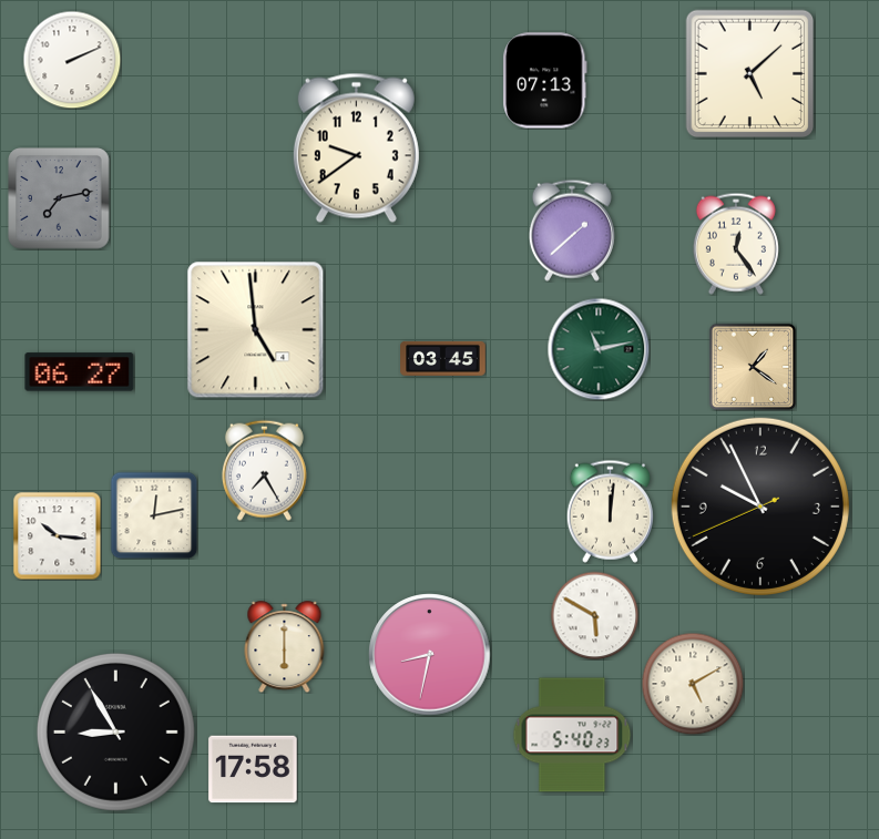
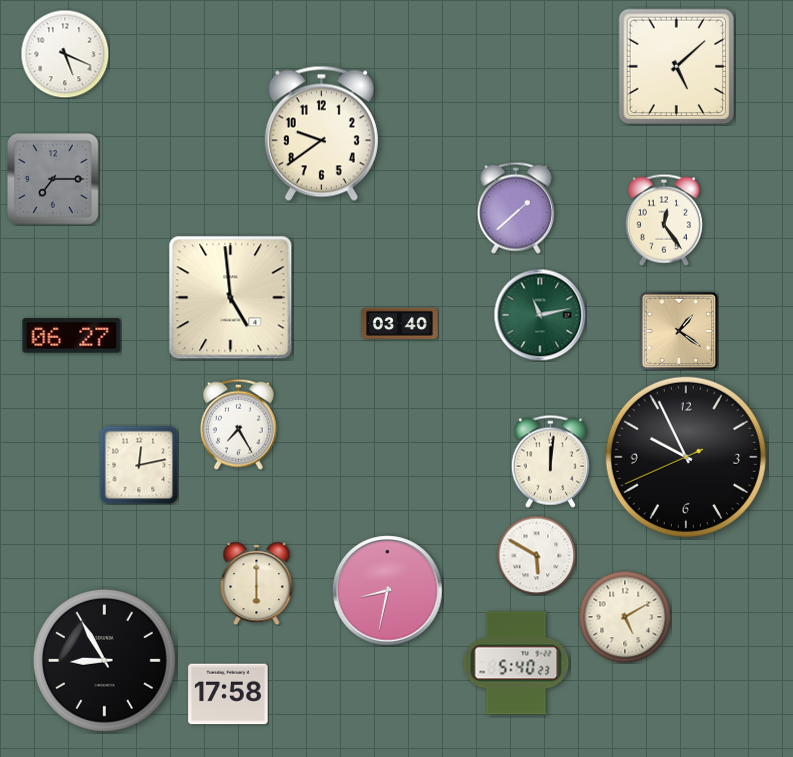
clock at (72, 60): 2:11 -> 5:19
clock at (545, 81): 07:13 -> none
clock at (59, 198): 7:13 -> 7:15
clock at (443, 358): 03:45 -> 03:40
clock at (57, 535): 10:16 -> none
